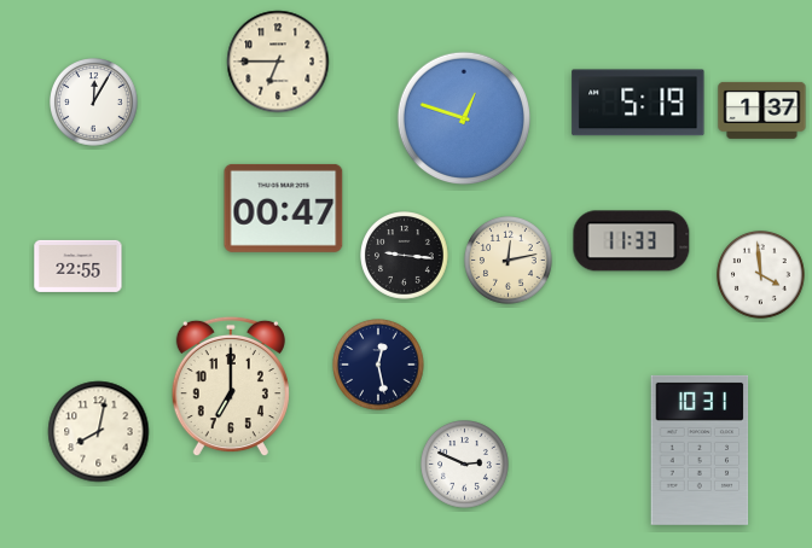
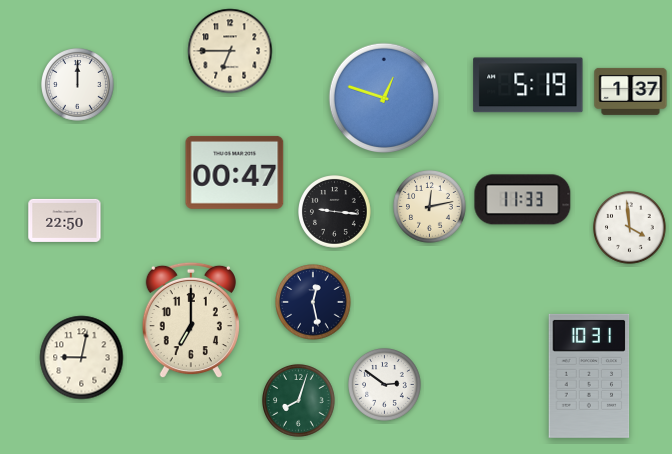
clock at (94, 103): 12:05 -> 12:00
clock at (509, 261) position: (509, 261) -> (430, 207)
clock at (79, 266): 22:55 -> 22:50
clock at (99, 432): 8:02 -> 9:02
clock at (700, 450) position: (700, 450) -> (589, 376)
clock at (465, 465): 2:49 -> 2:51
clock at (299, 401): none -> 8:03
